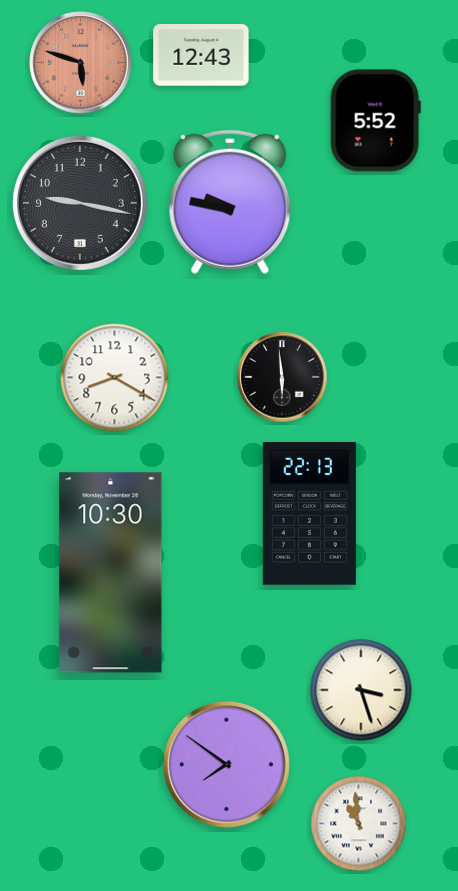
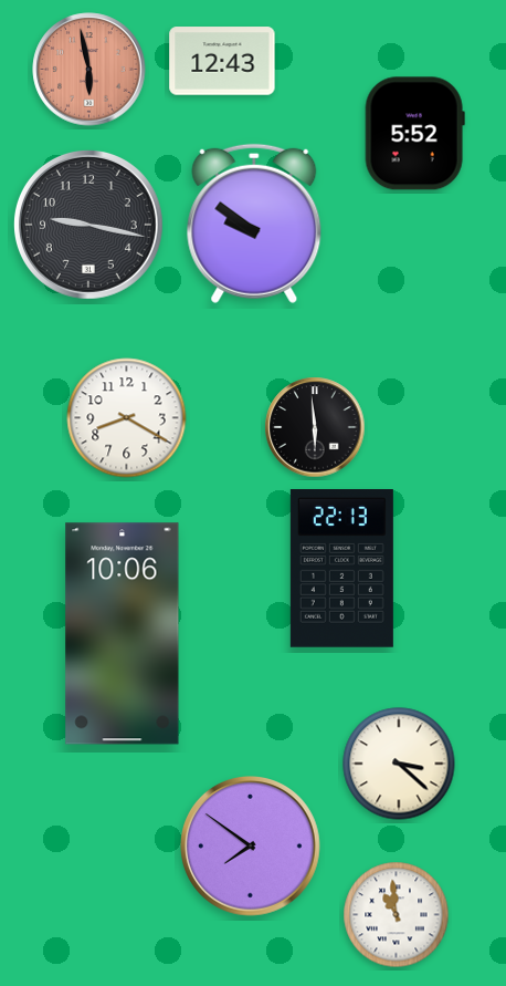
clock at (81, 63): 5:48 -> 5:58
clock at (230, 202): 9:47 -> 9:51
clock at (282, 377) position: (282, 377) -> (315, 427)
clock at (111, 573): 10:30 -> 10:06
clock at (361, 690): 3:27 -> 3:22
clock at (359, 824) position: (359, 824) -> (397, 915)
